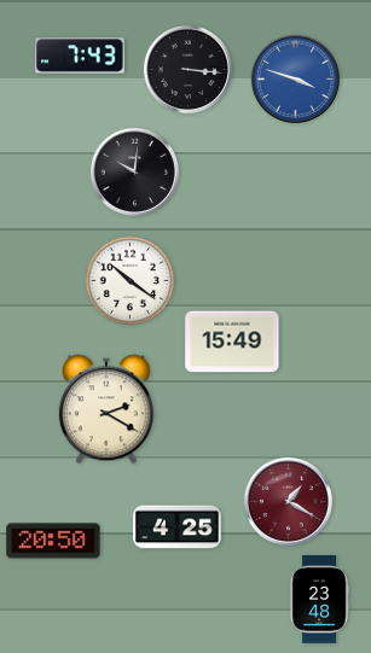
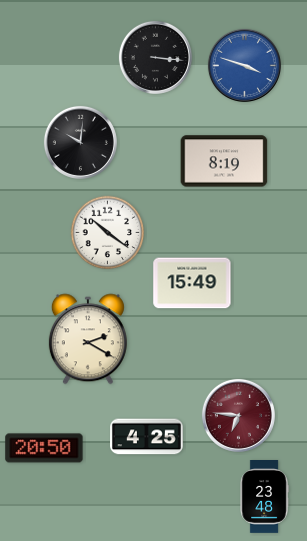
clock at (81, 56): 7:43 -> none
clock at (134, 171) position: (134, 171) -> (80, 142)
clock at (224, 161): none -> 8:19
clock at (288, 501): 1:20 -> 6:46
